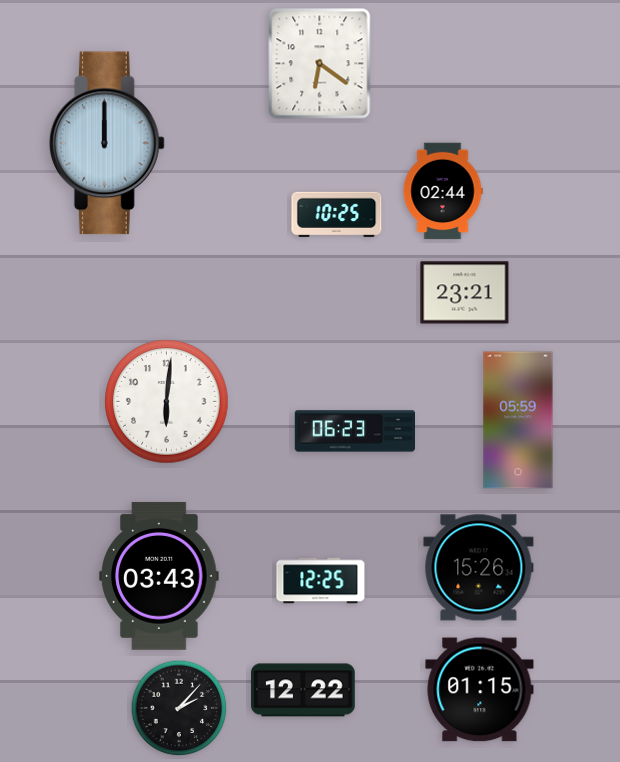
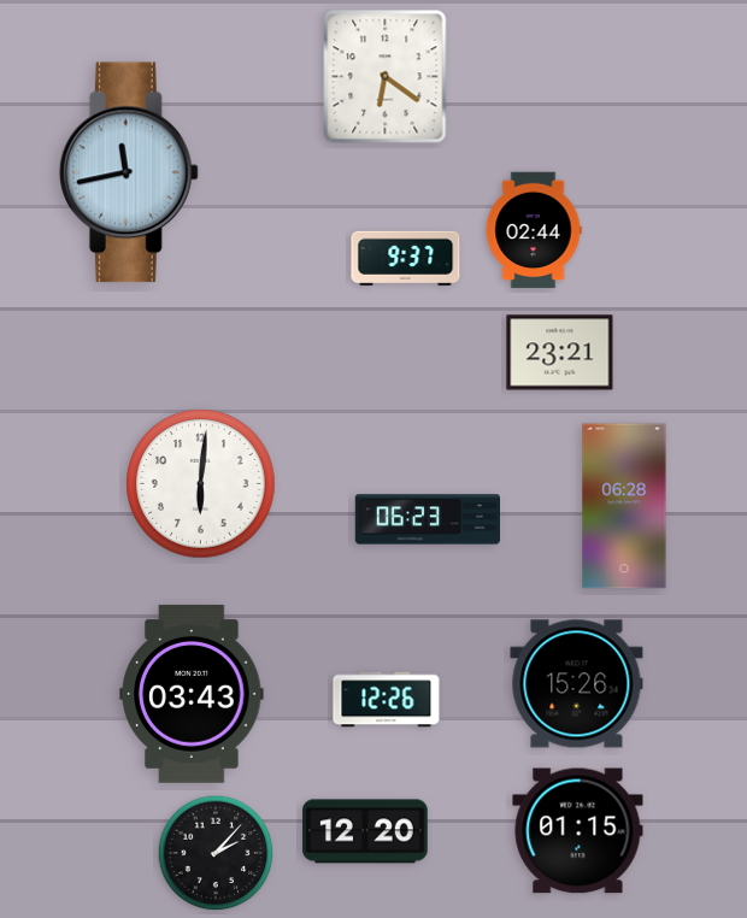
clock at (107, 143): 12:00 -> 11:43
clock at (337, 214): 10:25 -> 9:37
clock at (518, 420): 05:59 -> 06:28
clock at (321, 581): 12:25 -> 12:26
clock at (303, 690): 12:22 -> 12:20
